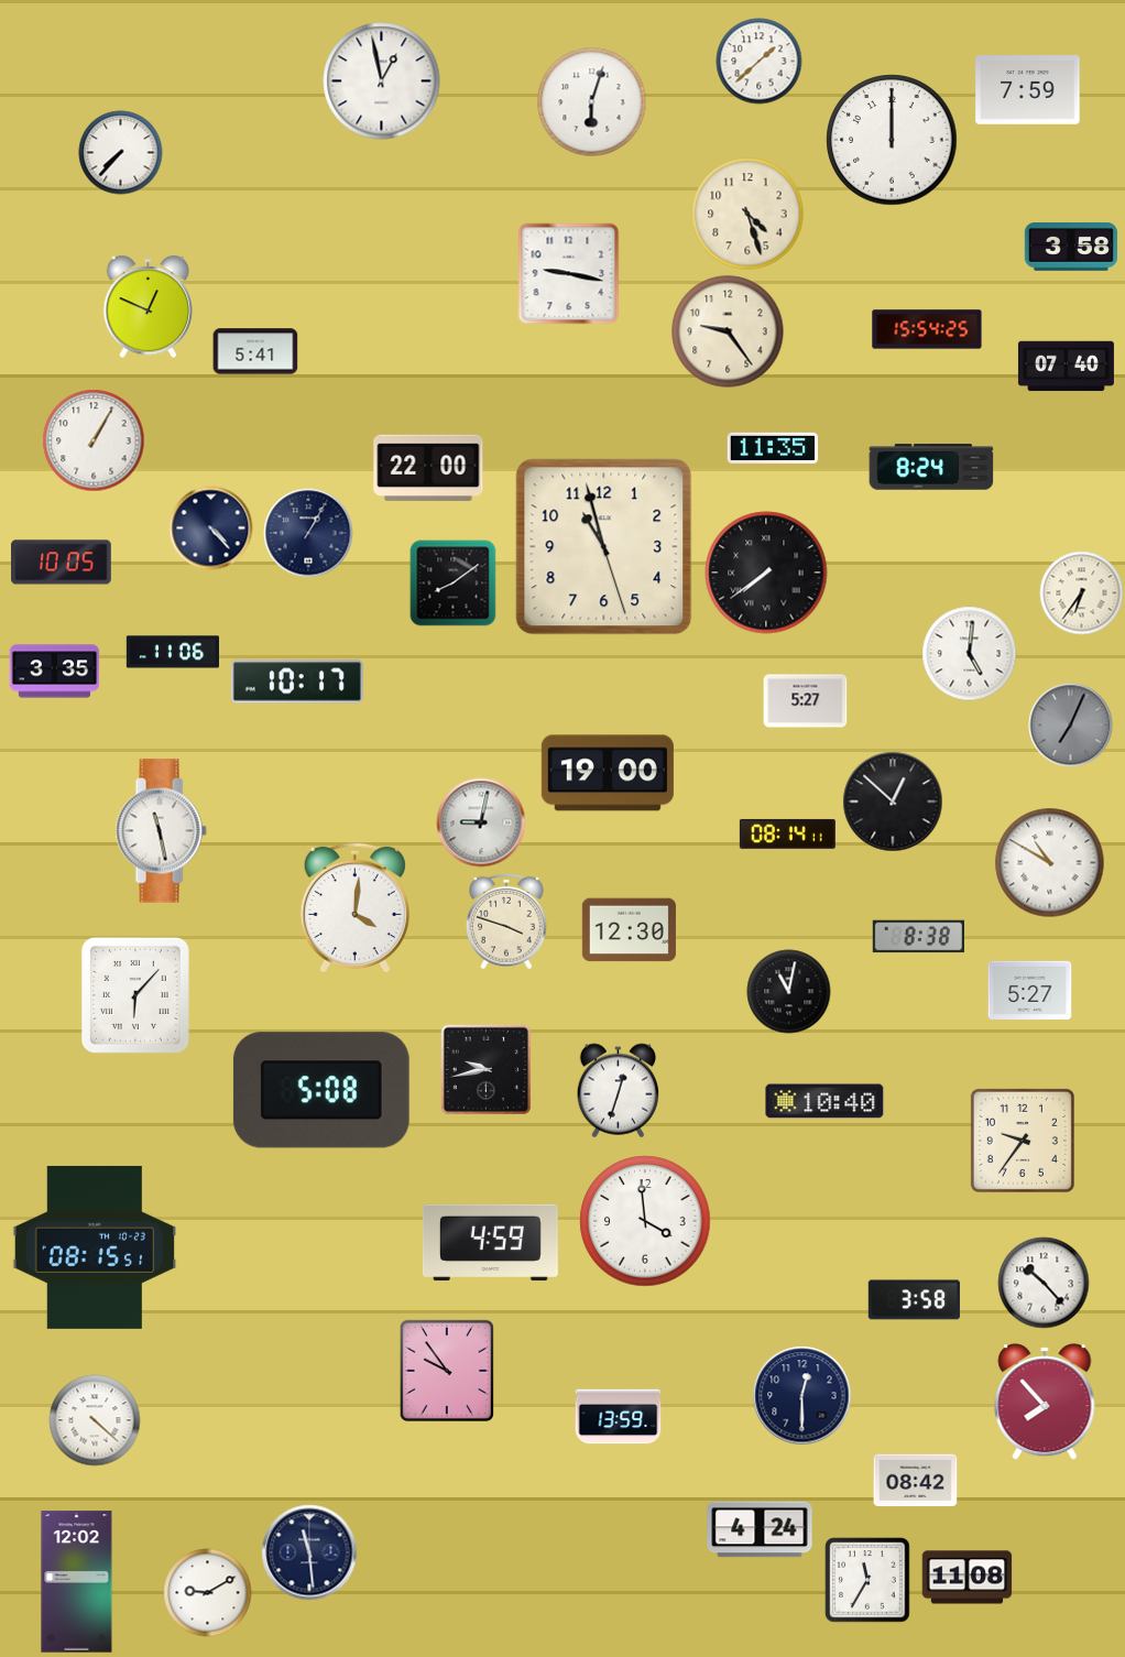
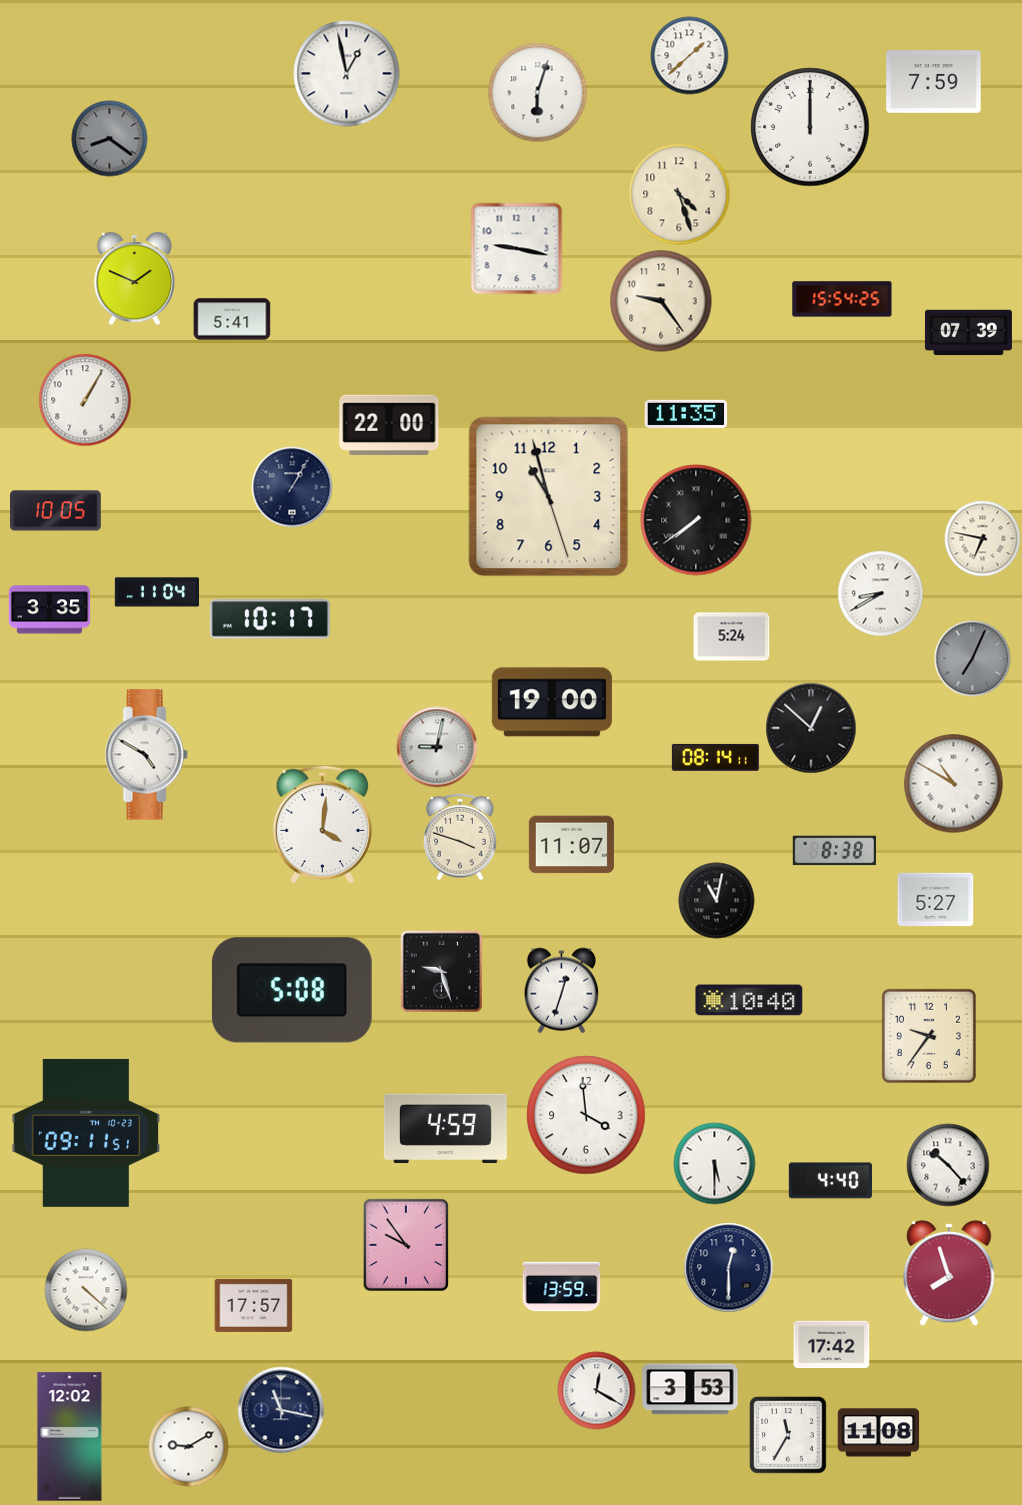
clock at (121, 153): 7:37 -> 8:21
clock at (121, 153) dial: white -> grey
clock at (1071, 248): 3:58 -> none
clock at (148, 307): 12:49 -> 1:49
clock at (1066, 367): 07:40 -> 07:39
clock at (773, 447) position: (773, 447) -> (686, 413)
clock at (931, 467): 8:24 -> none
clock at (211, 528): 4:23 -> none
clock at (308, 533) position: (308, 533) -> (292, 487)
clock at (454, 584): 8:09 -> none
clock at (1082, 593): 6:36 -> 6:47
clock at (173, 652): 11:06 -> 11:04
clock at (970, 654): 5:01 -> 8:40
clock at (806, 701): 5:27 -> 5:24
clock at (161, 831): 11:28 -> 4:50
clock at (629, 930): 12:30 -> 11:07
clock at (135, 995): 6:07 -> none
clock at (485, 1069): 9:43 -> 9:27
clock at (645, 1221) position: (645, 1221) -> (586, 1115)
clock at (95, 1247): 08:15 -> 09:11
clock at (715, 1164): none -> 5:30
clock at (914, 1300): 3:58 -> 4:40
clock at (1045, 1402): 7:53 -> 7:57
clock at (254, 1305): none -> 17:57
clock at (916, 1481): 08:42 -> 17:42
clock at (760, 1529): 4:24 -> 3:53
clock at (597, 1391): none -> 12:20
clock at (309, 1552): 11:29 -> 11:17
